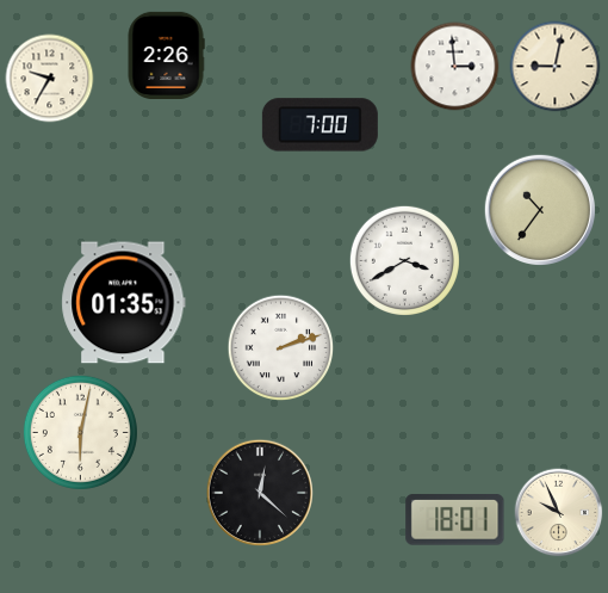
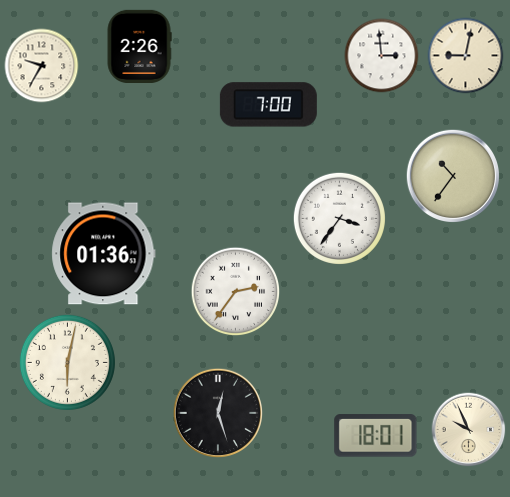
clock at (404, 260): 3:40 -> 3:36
clock at (124, 303): 01:35 -> 01:36
clock at (281, 348): 2:12 -> 2:36
clock at (259, 492): 12:22 -> 12:27
clock at (455, 520) position: (455, 520) -> (376, 436)
